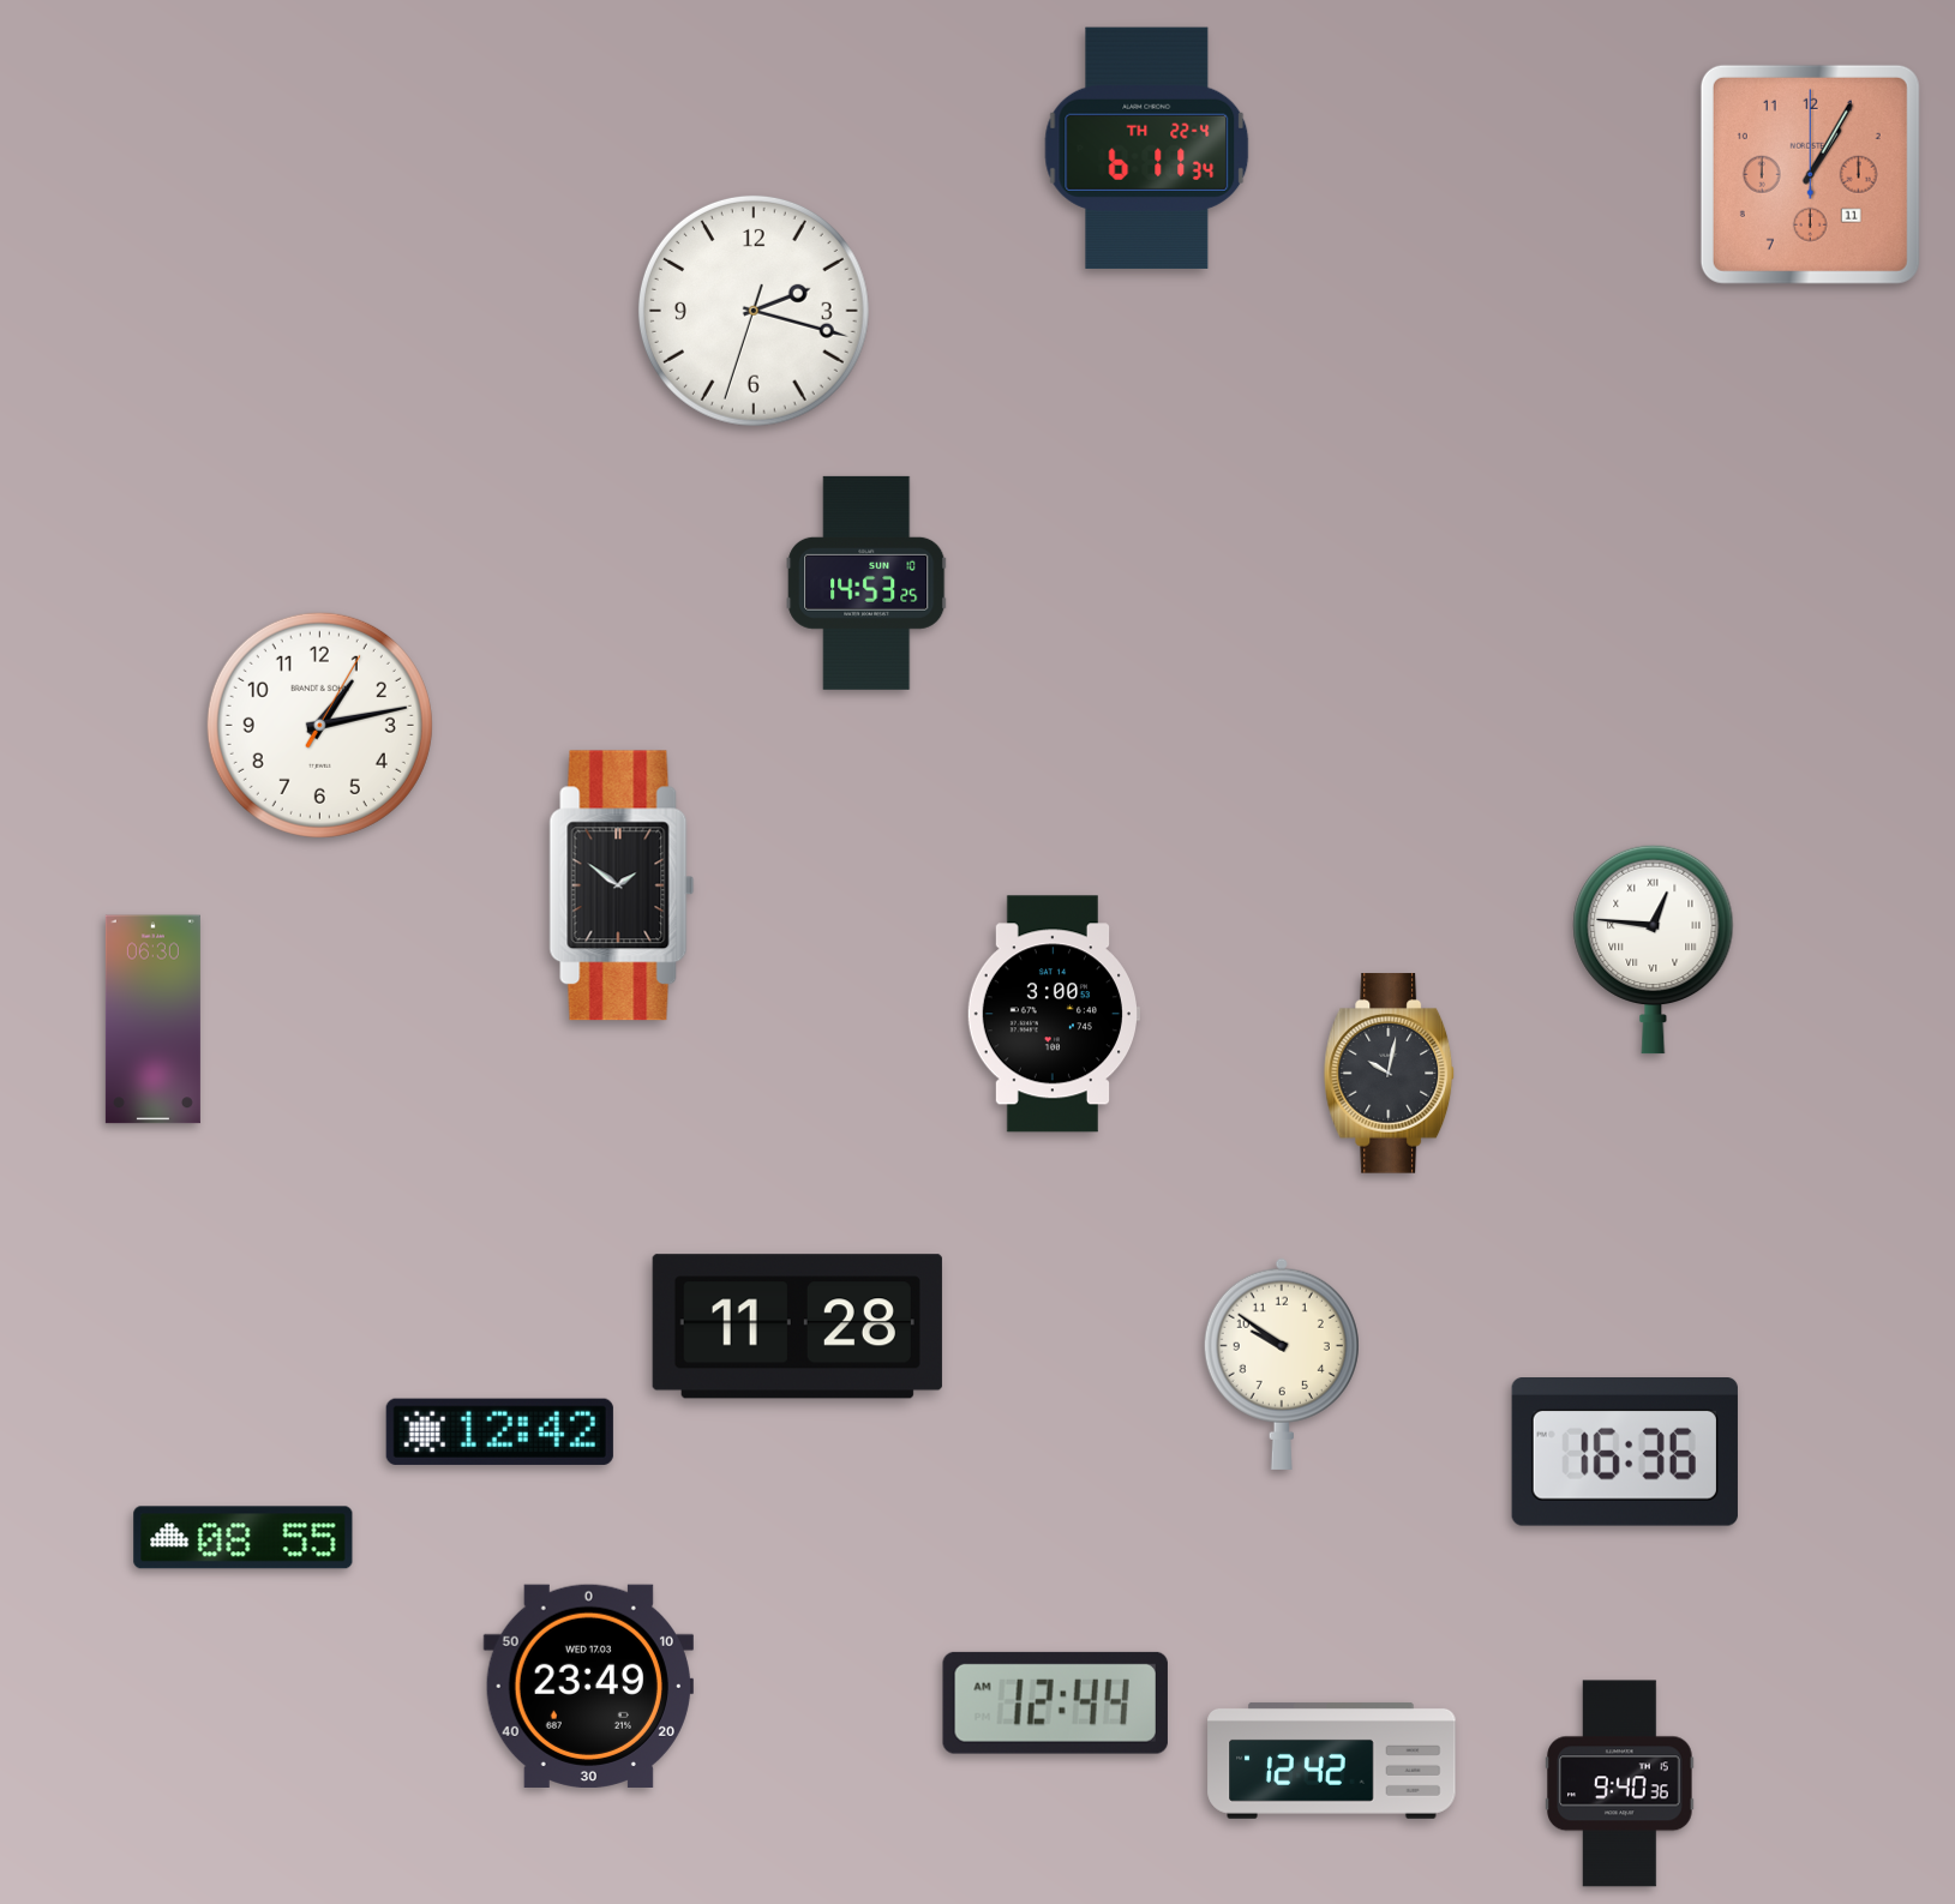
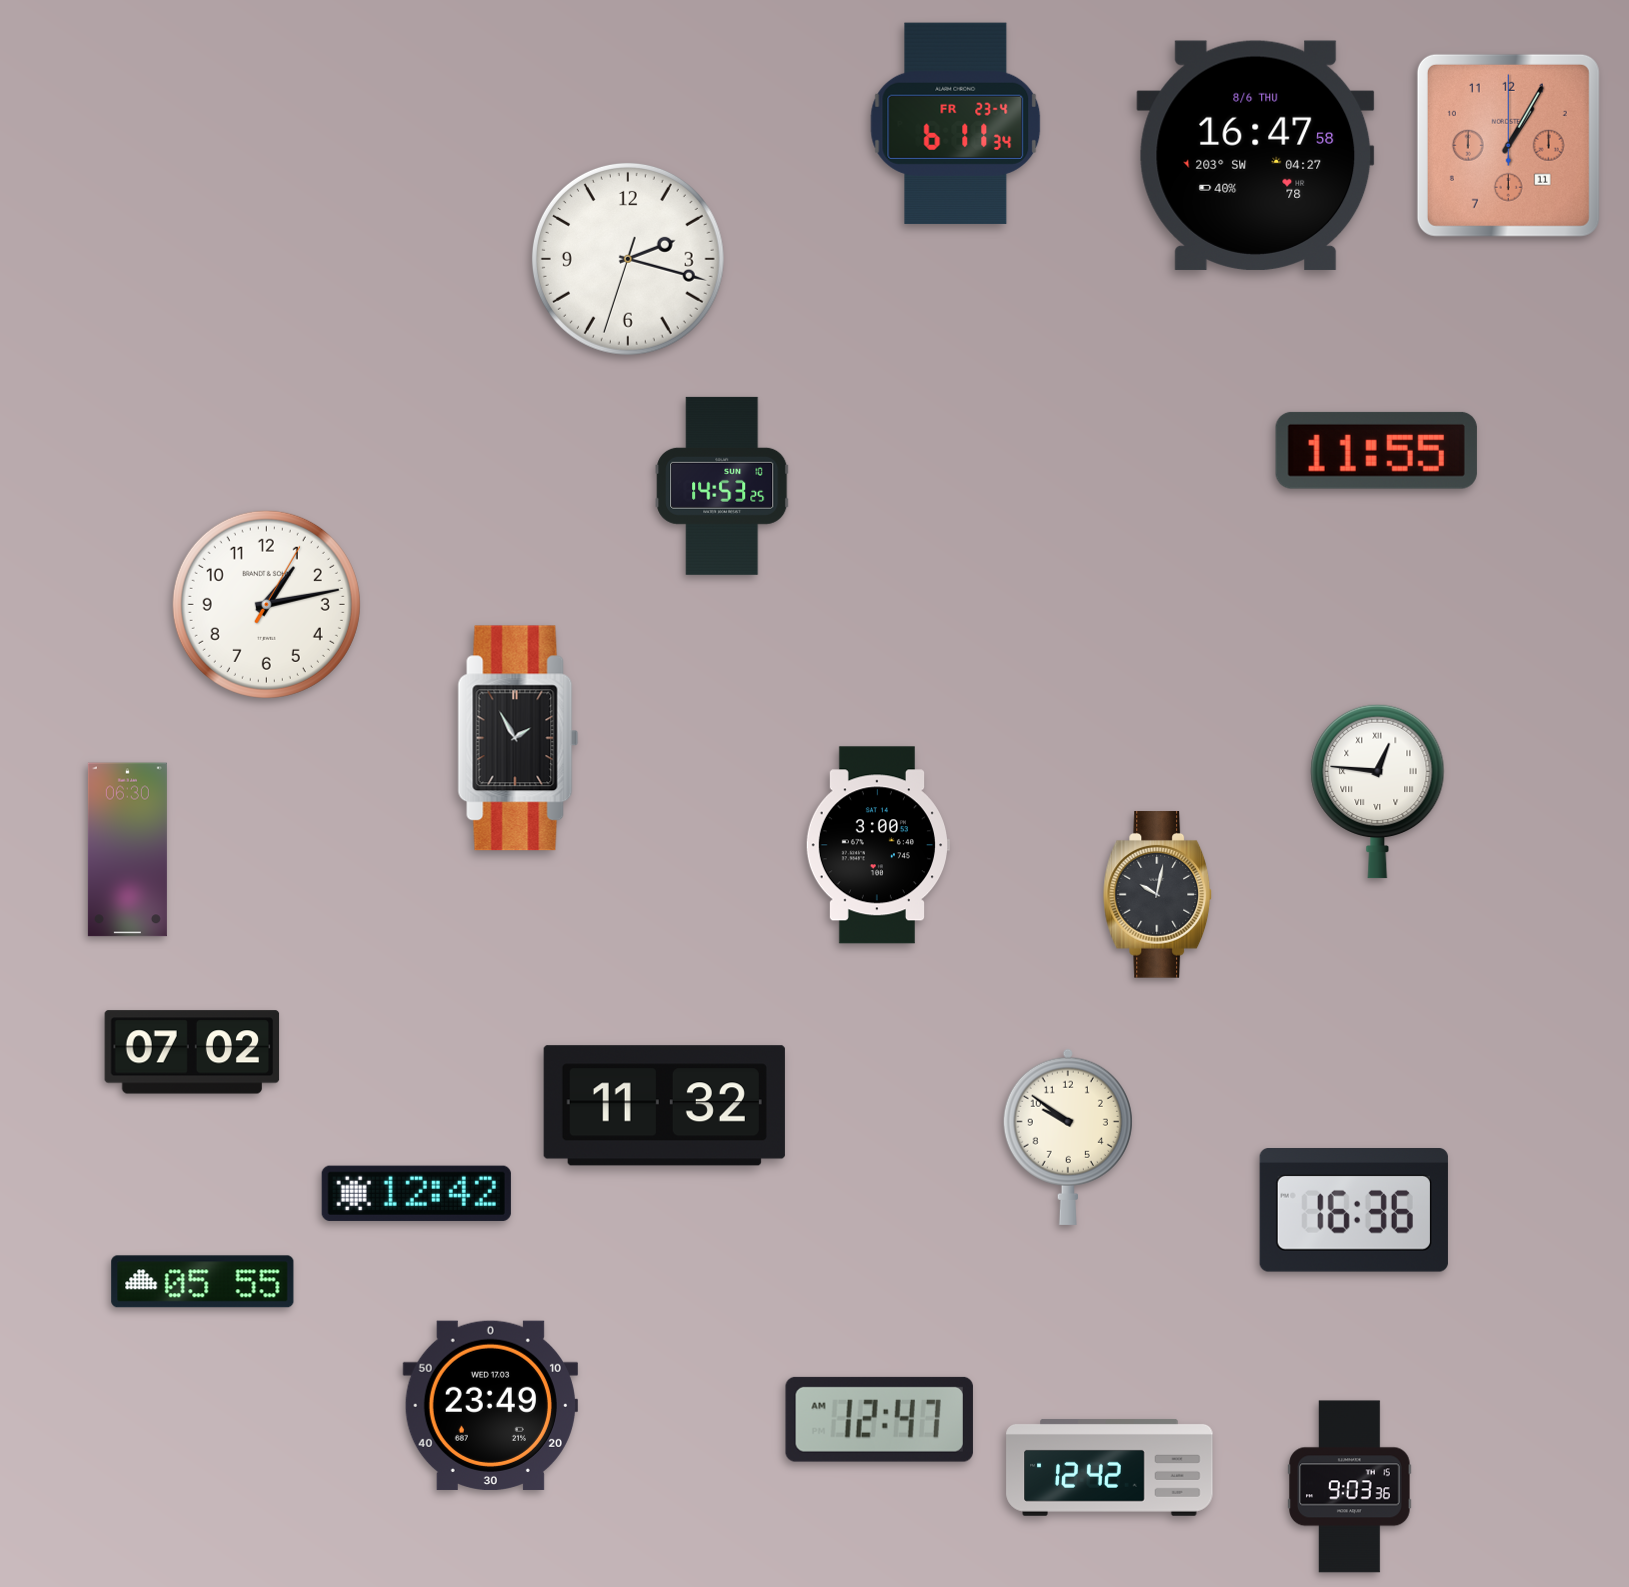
clock at (1147, 148) date: TH 22-4 -> FR 23-4
clock at (1256, 155): none -> 16:47
clock at (1376, 450): none -> 11:55
clock at (622, 885): 1:51 -> 1:55
clock at (192, 1052): none -> 07:02
clock at (797, 1327): 11:28 -> 11:32
clock at (244, 1538): 08:55 -> 05:55
clock at (1055, 1702): 12:44 -> 12:47
clock at (1620, 1784): 9:40 -> 9:03
